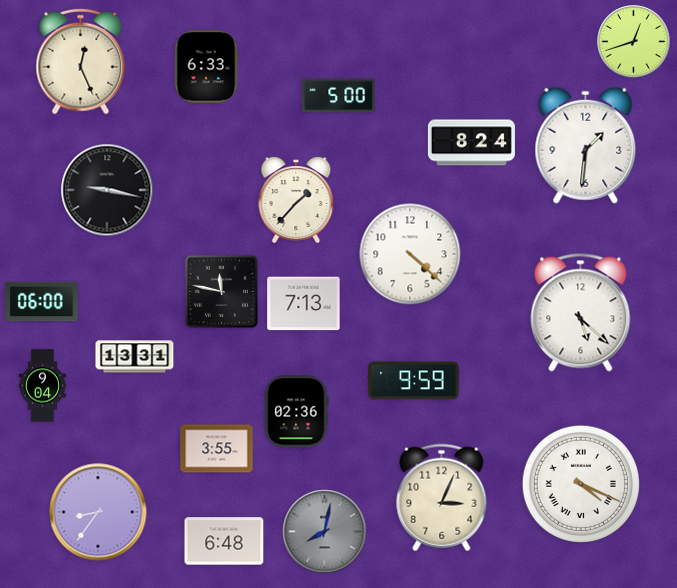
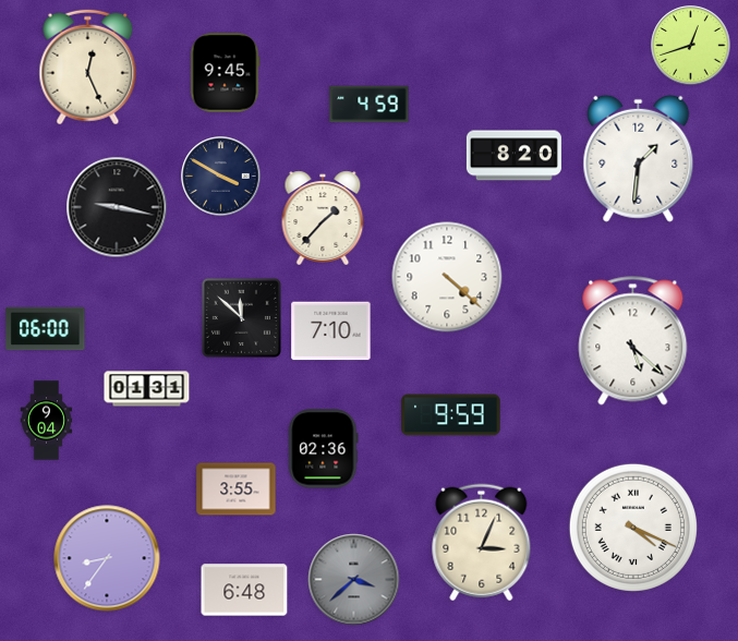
clock at (206, 67): 6:33 -> 9:45
clock at (339, 96): 5:00 -> 4:59
clock at (471, 143): 8:24 -> 8:20
clock at (221, 177): none -> 3:50
clock at (221, 291): 11:47 -> 11:52
clock at (304, 304): 7:13 -> 7:10
clock at (135, 357): 13:31 -> 01:31
clock at (325, 532): 8:02 -> 3:38
